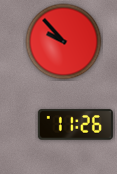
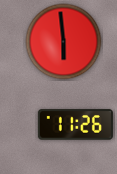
clock at (64, 42): 9:53 -> 5:59
